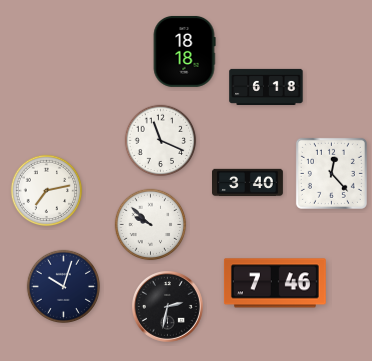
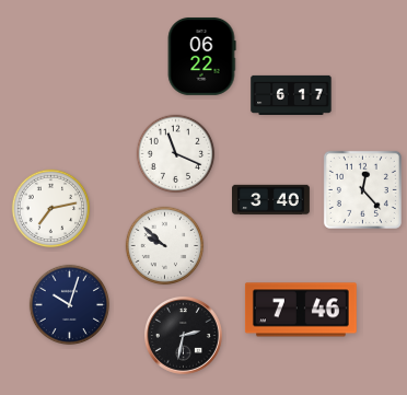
clock at (184, 51): 18:18 -> 06:22
clock at (266, 86): 6:18 -> 6:17
clock at (63, 286) position: (63, 286) -> (69, 304)
